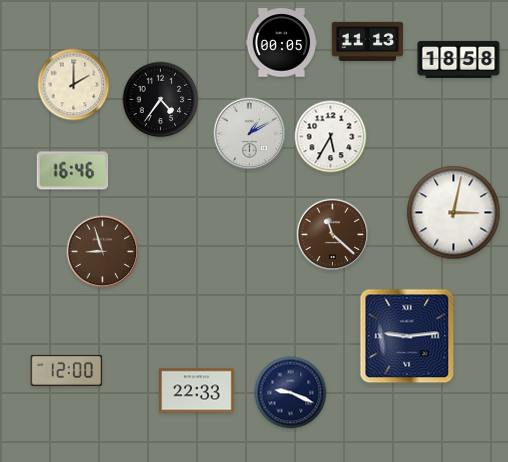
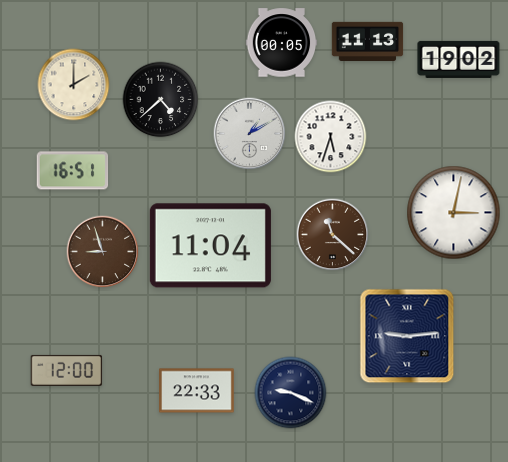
clock at (459, 59): 18:58 -> 19:02
clock at (161, 100): 4:36 -> 4:38
clock at (331, 137): 5:35 -> 5:33
clock at (73, 171): 16:46 -> 16:51
clock at (210, 246): none -> 11:04
